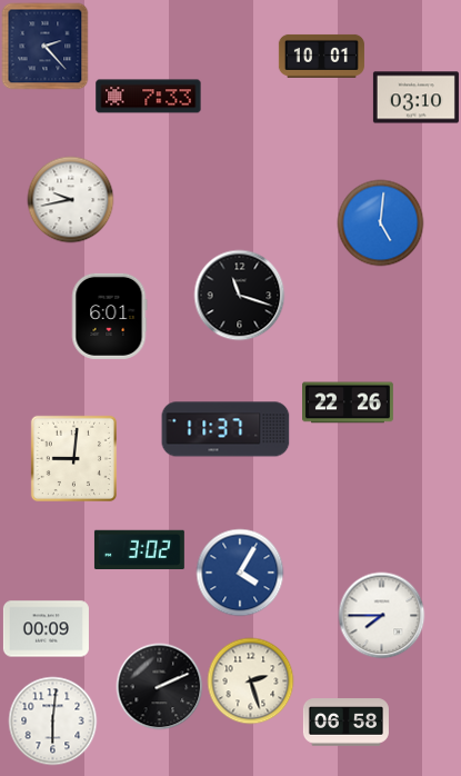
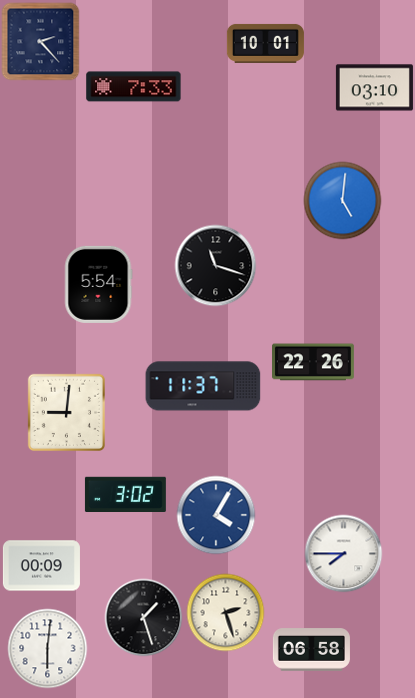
clock at (321, 56) position: (321, 56) -> (265, 43)
clock at (70, 199): 9:43 -> none
clock at (109, 316): 6:01 -> 5:54
clock at (159, 686): 2:11 -> 1:27
